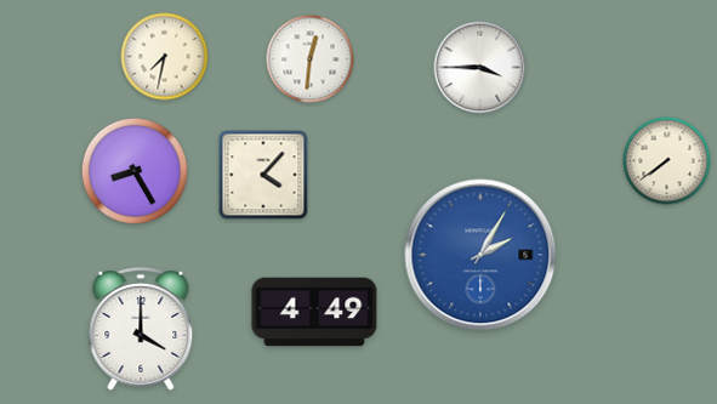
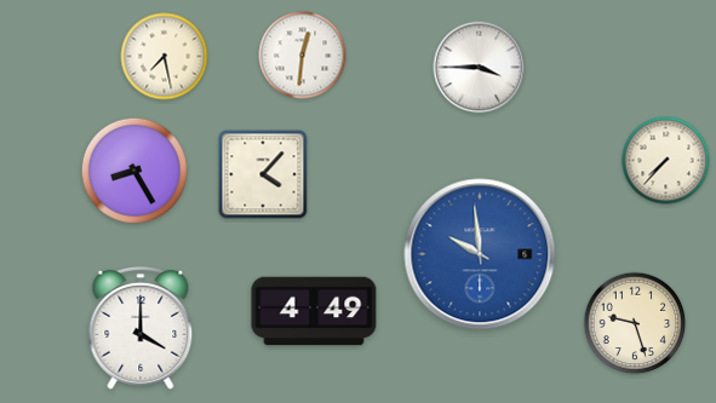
clock at (165, 57): 7:32 -> 7:28
clock at (311, 59) position: (311, 59) -> (303, 56)
clock at (667, 161): 7:39 -> 7:37
clock at (480, 255): 2:05 -> 9:59
clock at (635, 323): none -> 9:27
